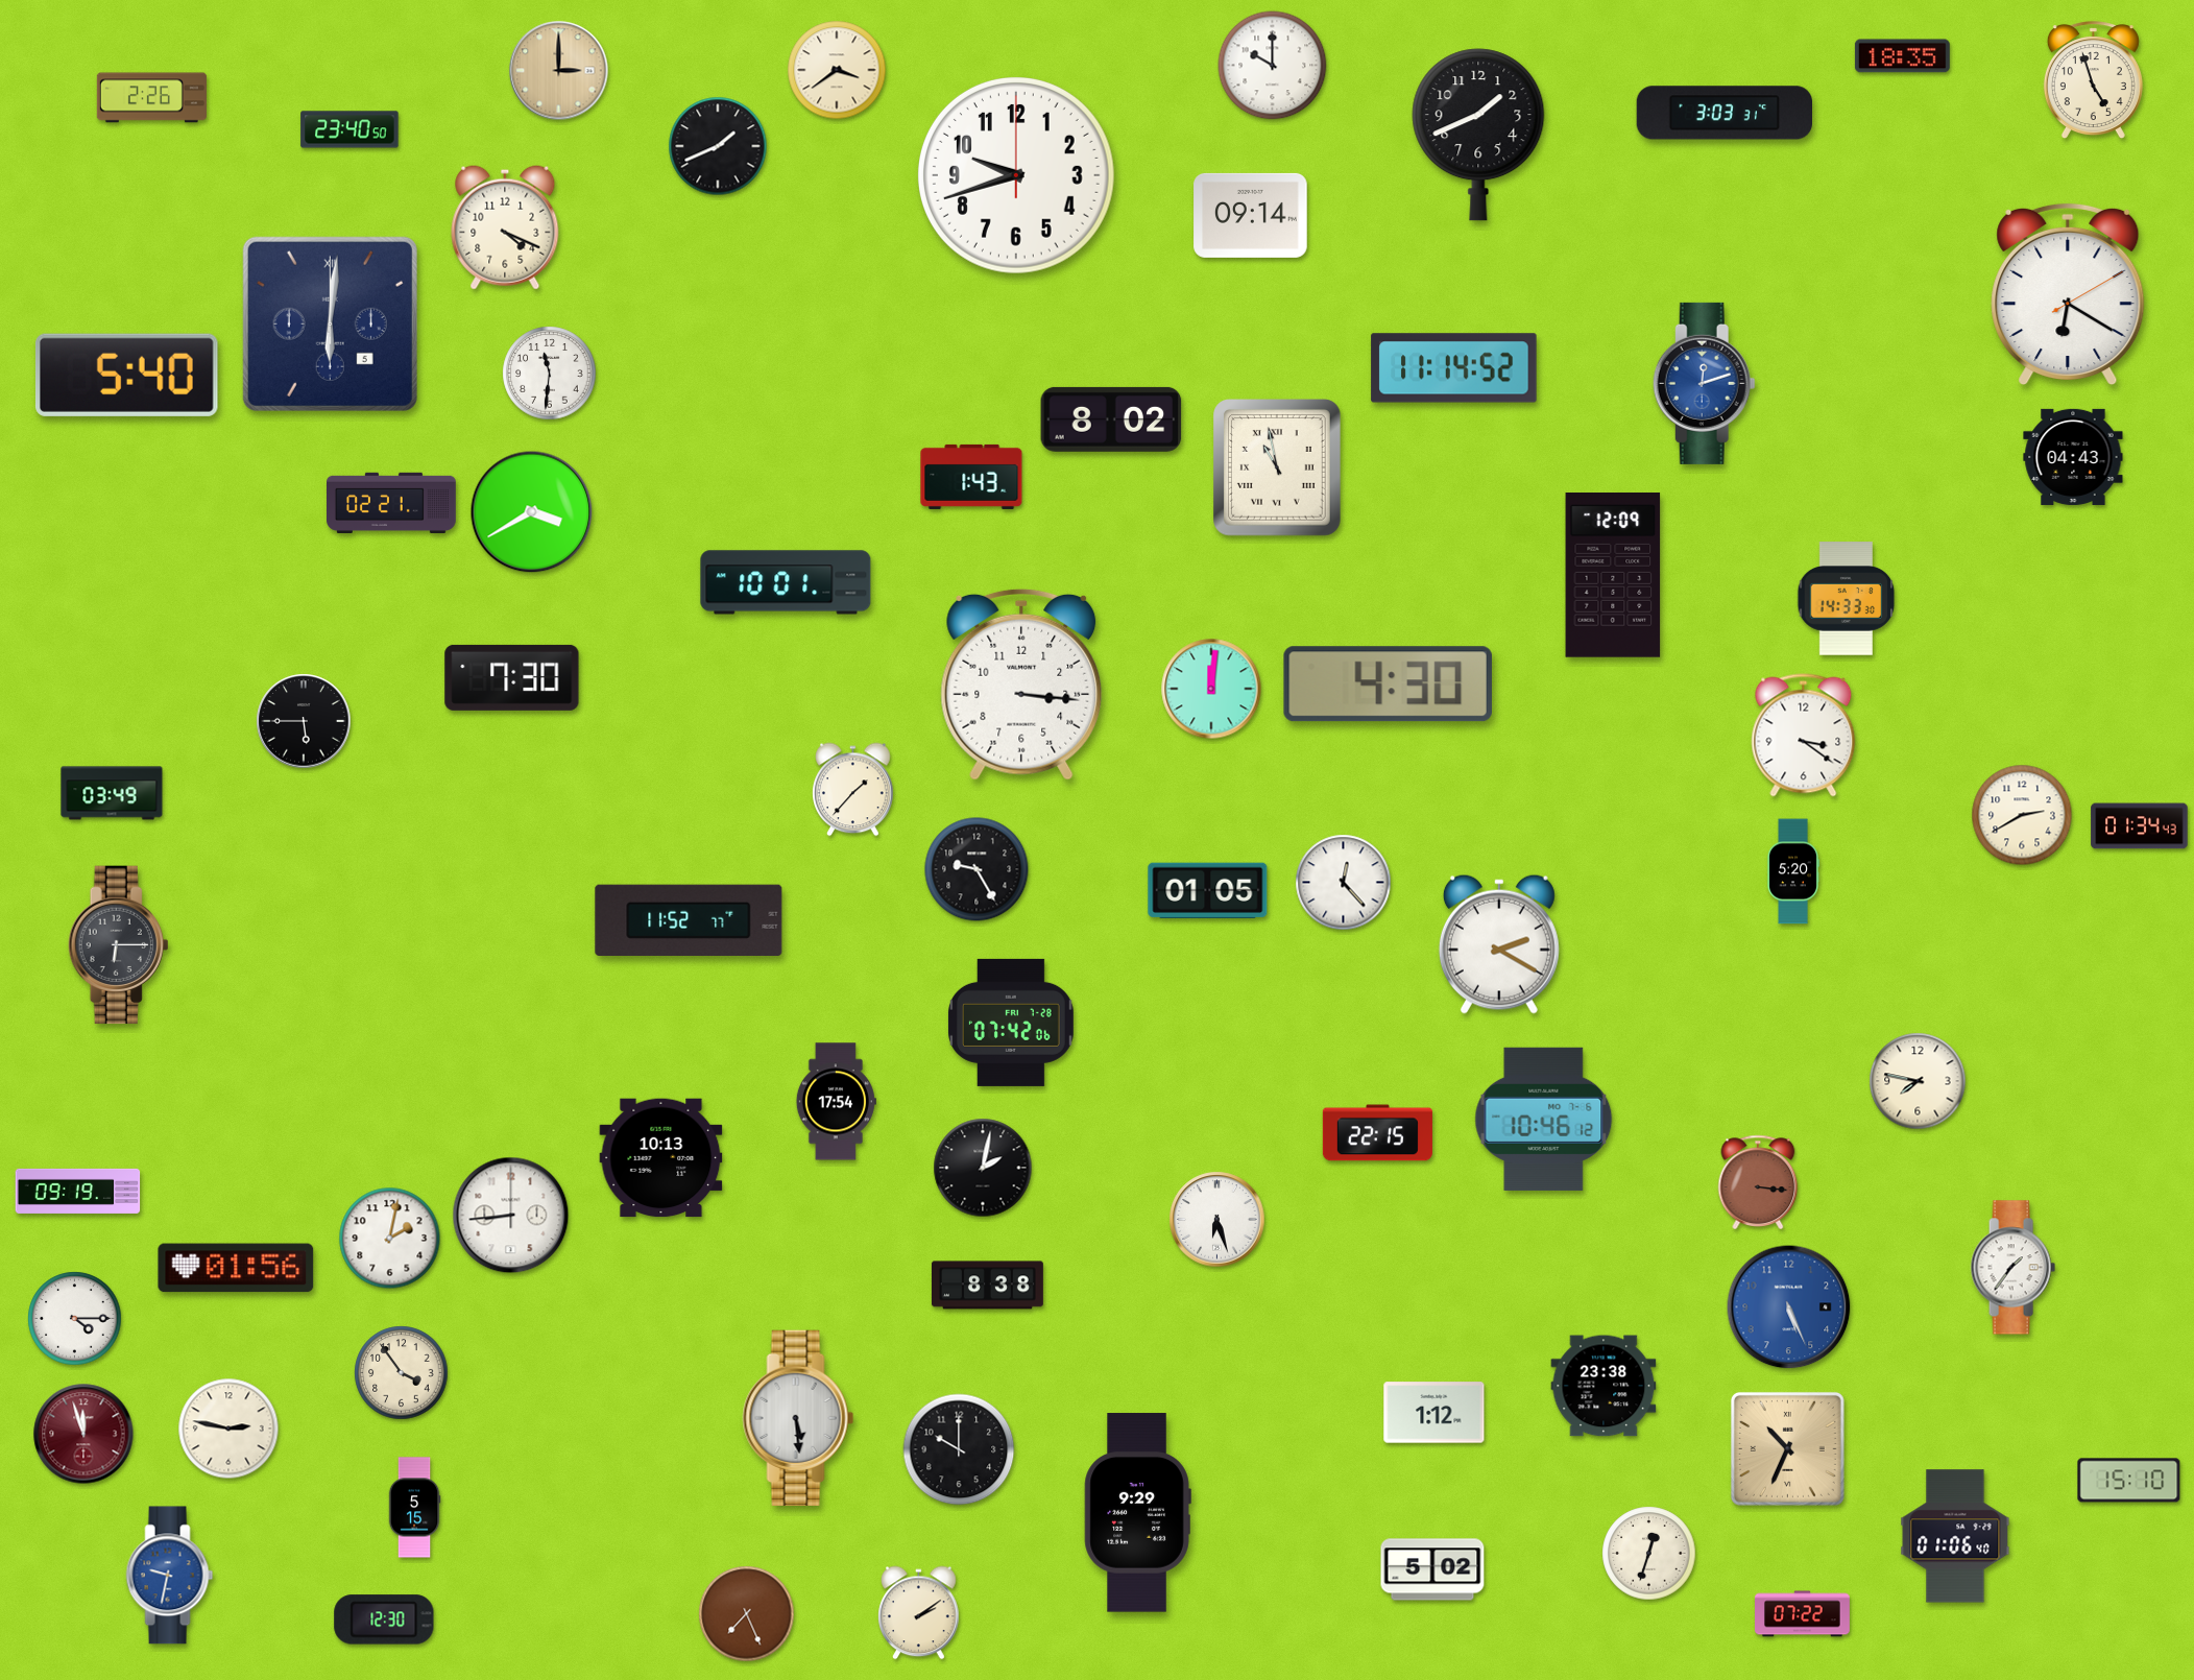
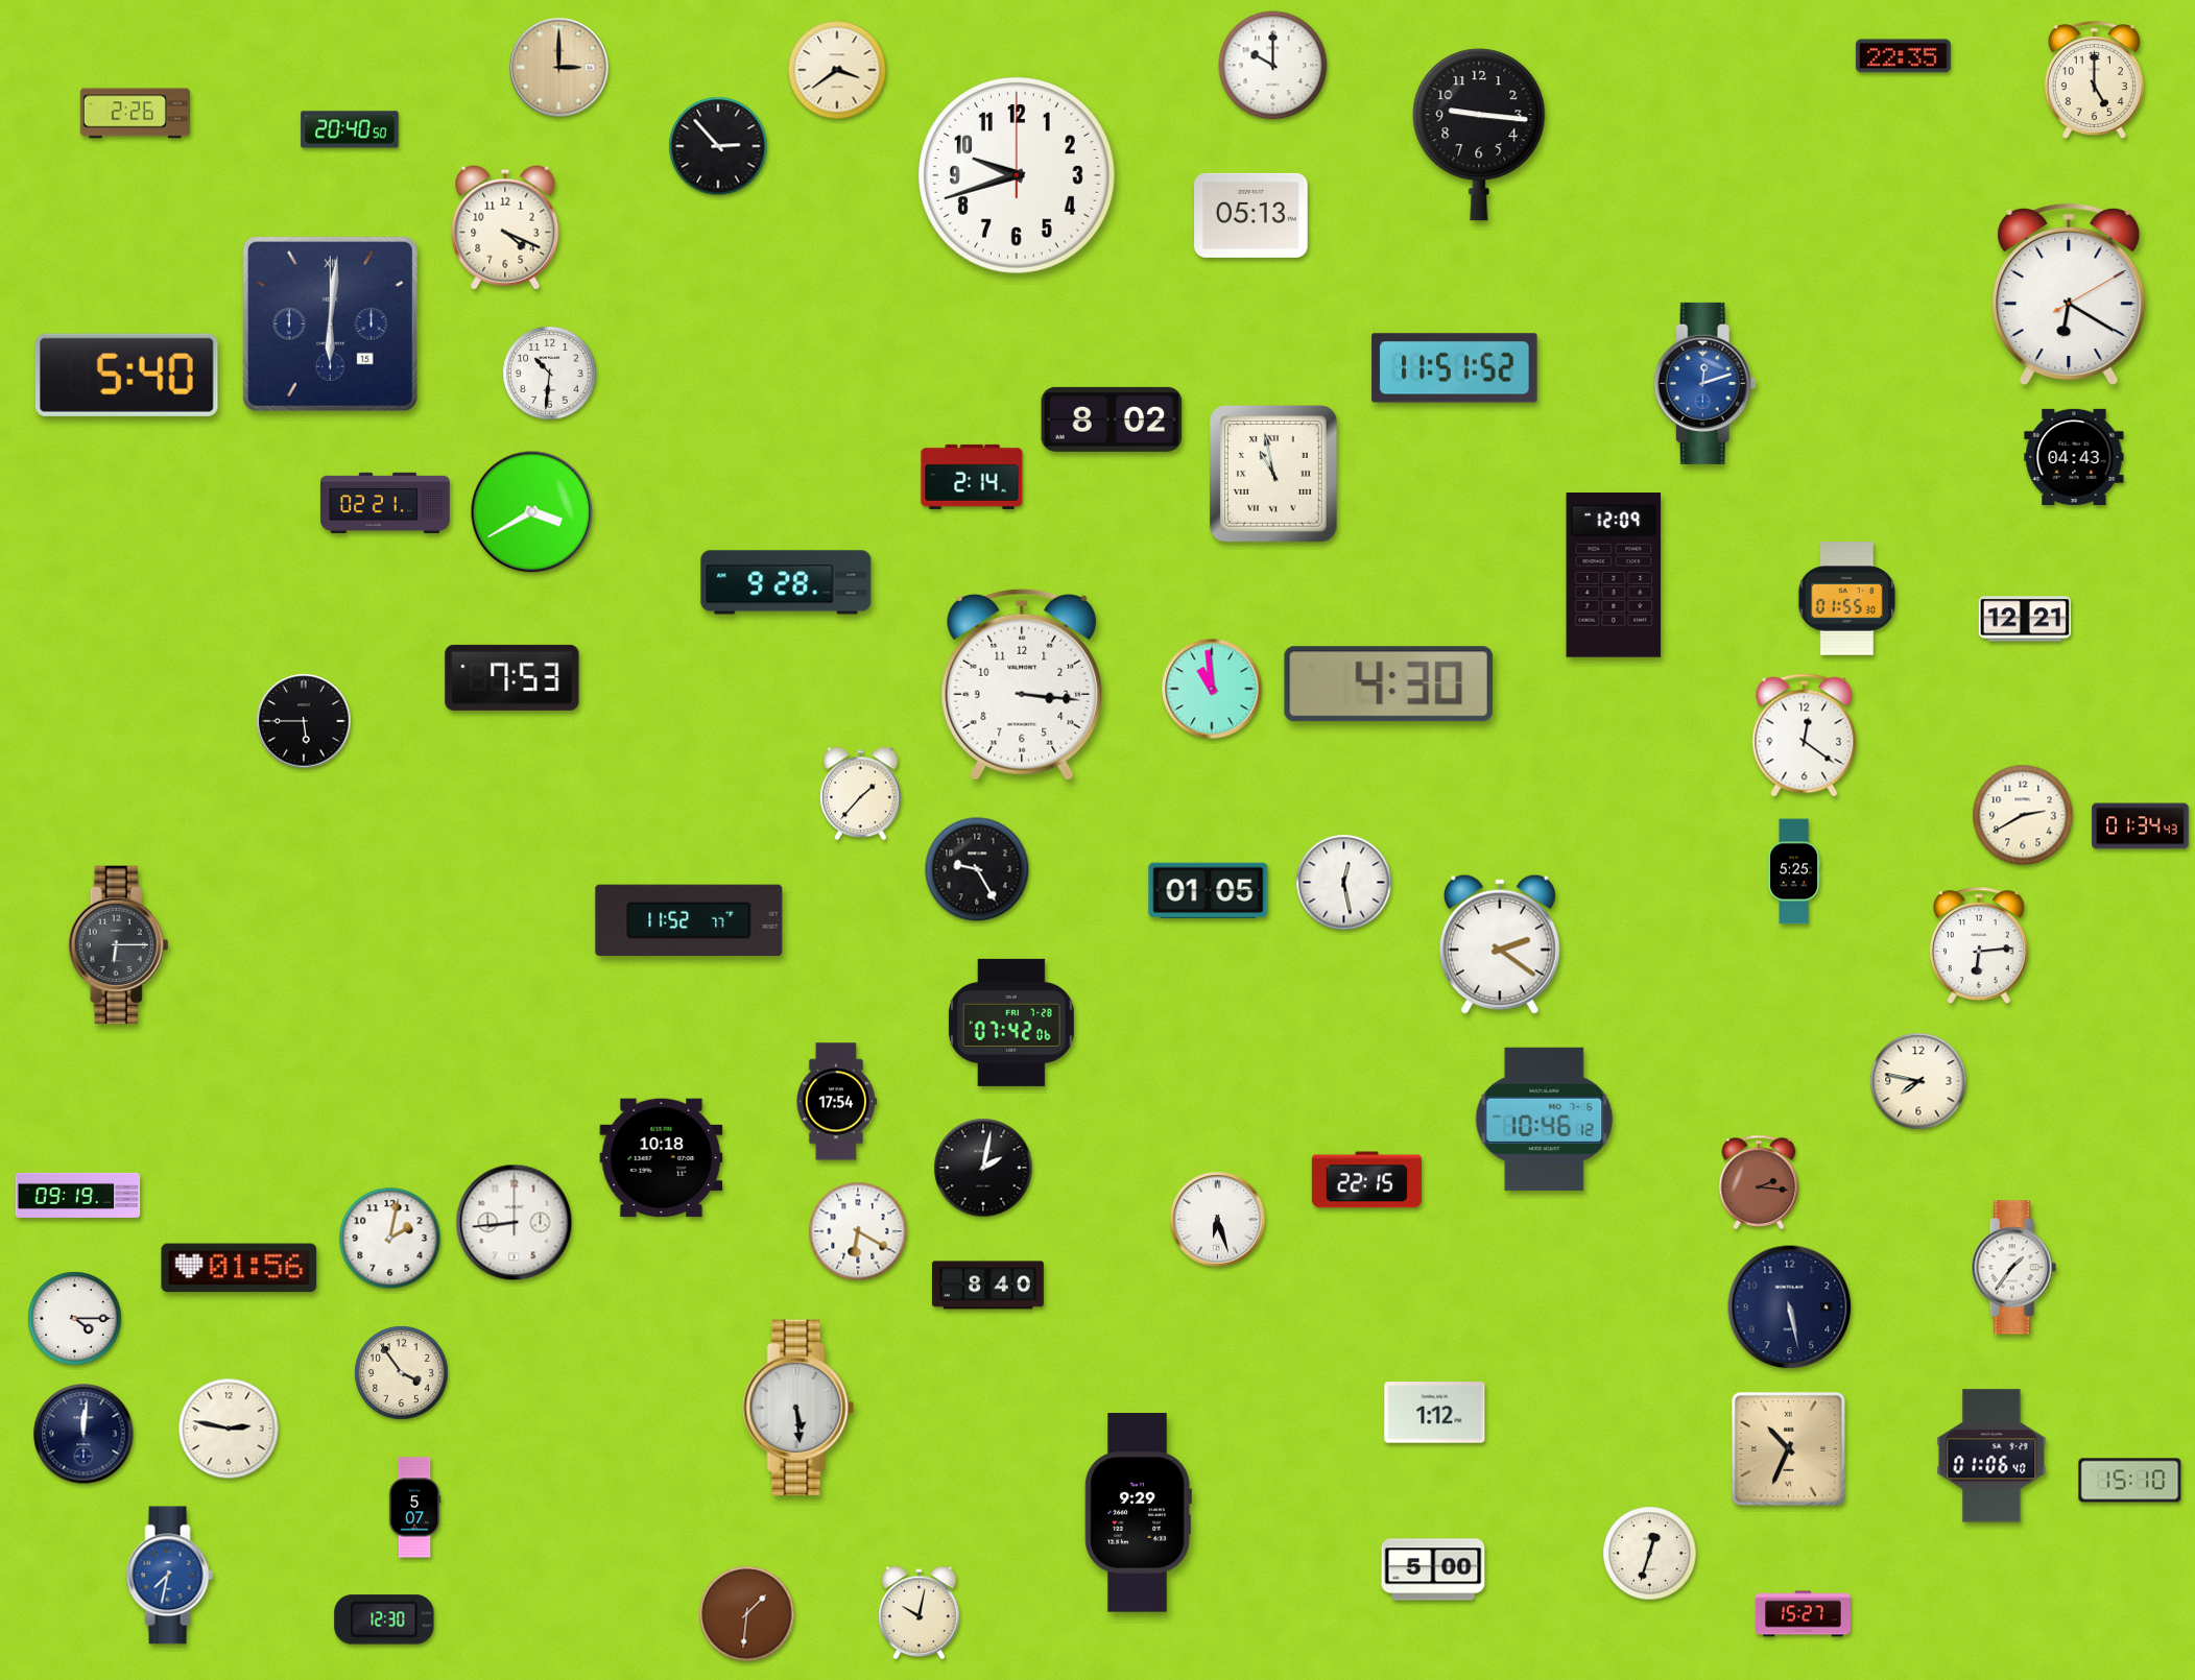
clock at (1902, 56): 18:35 -> 22:35
clock at (559, 71) position: (559, 71) -> (559, 68)
clock at (2093, 80): 4:57 -> 5:00
clock at (151, 98) position: (151, 98) -> (135, 114)
clock at (1723, 113): 3:03 -> none
clock at (349, 129): 23:40 -> 20:40
clock at (1478, 135): 1:41 -> 9:16
clock at (718, 146): 1:41 -> 2:53
clock at (1251, 215): 09:14 -> 05:13
clock at (330, 323) date: 5 -> 15
clock at (1454, 368): 11:14 -> 11:51
clock at (550, 374): 11:31 -> 10:31
clock at (1278, 469) position: (1278, 469) -> (1274, 475)
clock at (971, 477): 1:43 -> 2:14
clock at (392, 503) position: (392, 503) -> (386, 503)
clock at (786, 582): 10:01 -> 9:28
clock at (1847, 599): 14:33 -> 01:55
clock at (2025, 619): none -> 12:21
clock at (512, 677): 7:30 -> 7:53
clock at (1211, 689): 12:01 -> 10:59
clock at (1804, 736): 3:21 -> 12:21
clock at (853, 790) position: (853, 790) -> (861, 794)
clock at (112, 793): 03:49 -> none
clock at (1793, 871): 5:20 -> 5:25
clock at (1344, 883): 12:23 -> 12:28
clock at (1499, 944): 2:20 -> 2:21
clock at (1979, 945): none -> 6:14
clock at (1377, 1133) position: (1377, 1133) -> (1366, 1180)
clock at (661, 1158): 10:13 -> 10:18
clock at (1758, 1182): 3:16 -> 2:16
clock at (78, 1191) position: (78, 1191) -> (78, 1195)
clock at (511, 1216) position: (511, 1216) -> (515, 1223)
clock at (858, 1231): none -> 6:20
clock at (236, 1268) position: (236, 1268) -> (239, 1268)
clock at (987, 1286): 8:38 -> 8:40
clock at (1789, 1307): 5:26 -> 5:28
clock at (1789, 1307) dial: blue -> navy
clock at (1604, 1386): 23:38 -> none
clock at (798, 1417) position: (798, 1417) -> (798, 1407)
clock at (83, 1434): 11:57 -> 12:01
clock at (83, 1434) dial: burgundy -> navy
clock at (959, 1449): 10:00 -> none
clock at (414, 1508): 5:15 -> 5:07
clock at (1955, 1536) position: (1955, 1536) -> (1991, 1456)
clock at (1432, 1569): 5:02 -> 5:00
clock at (170, 1576): 9:32 -> 7:32
clock at (919, 1613): 2:09 -> 10:02
clock at (747, 1614): 7:26 -> 1:31
clock at (1803, 1614): 07:22 -> 15:27
